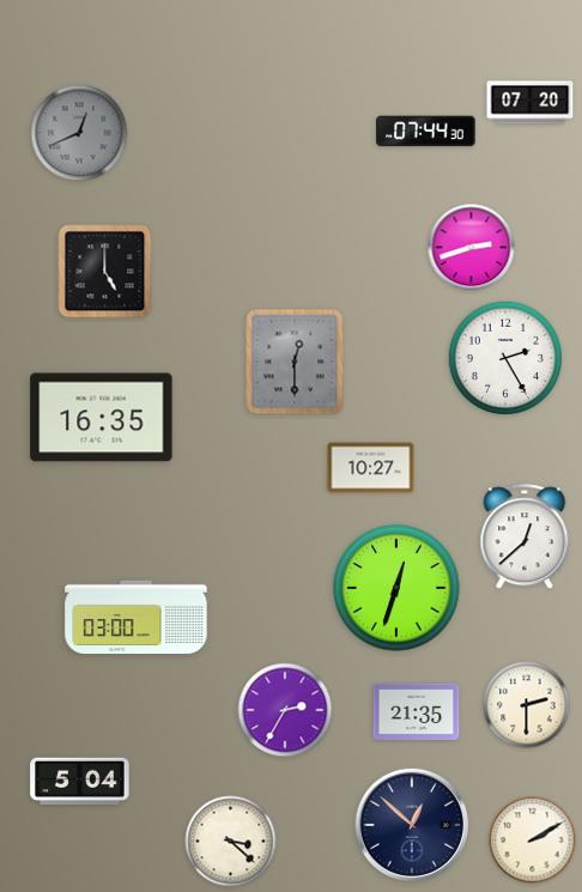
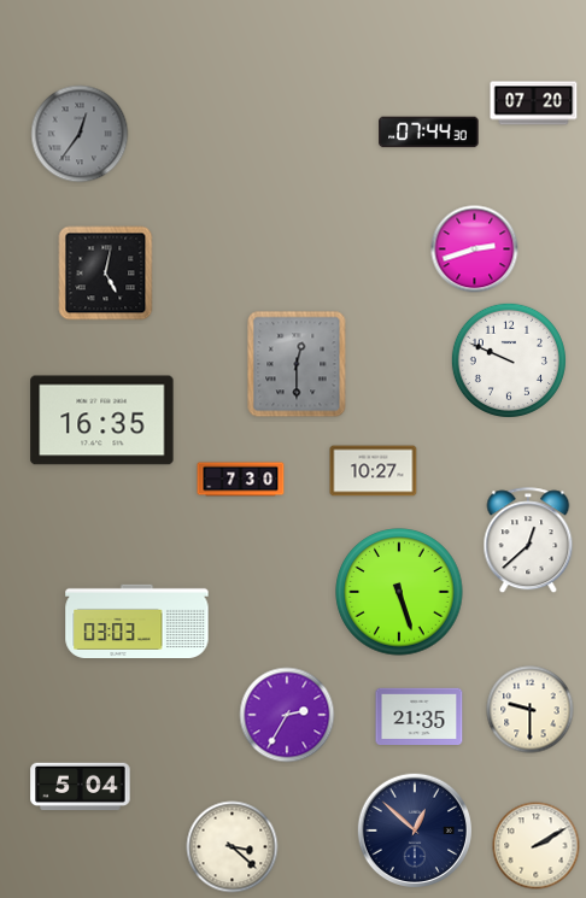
clock at (79, 133): 12:41 -> 12:36
clock at (105, 272): 5:00 -> 5:02
clock at (505, 358): 2:25 -> 9:49
clock at (241, 480): none -> 7:30
clock at (396, 588): 12:33 -> 5:27
clock at (137, 617): 03:00 -> 03:03
clock at (527, 705): 2:30 -> 9:30
